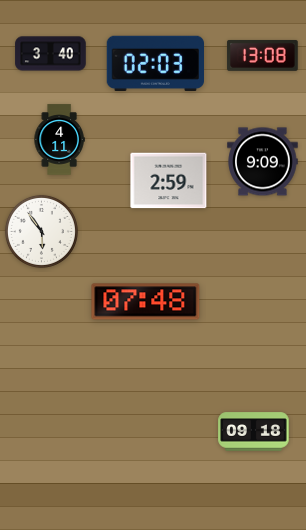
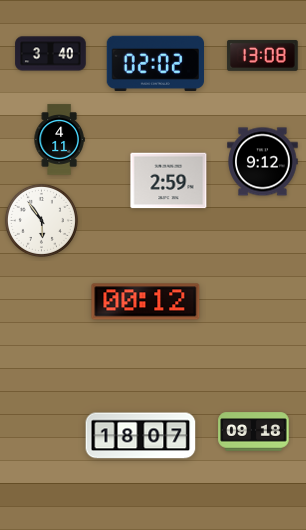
clock at (155, 63): 02:03 -> 02:02
clock at (263, 162): 9:09 -> 9:12
clock at (41, 231) position: (41, 231) -> (41, 220)
clock at (146, 302): 07:48 -> 00:12
clock at (141, 436): none -> 18:07
